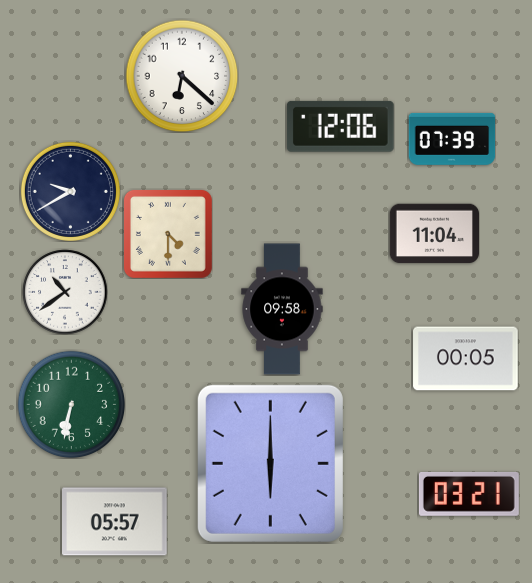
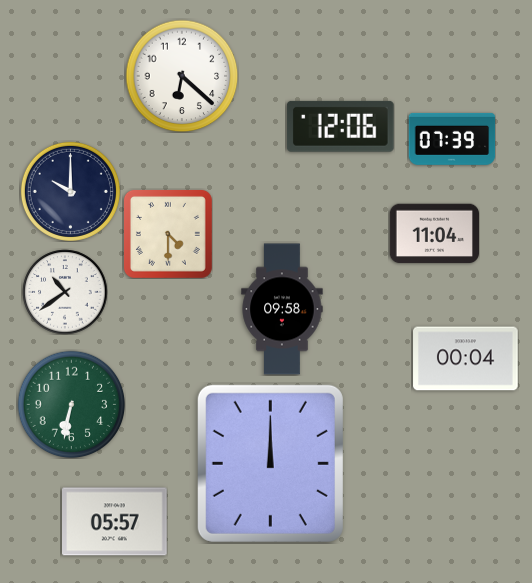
clock at (70, 191): 9:40 -> 10:00
clock at (466, 359): 00:05 -> 00:04
clock at (270, 463): 6:00 -> 12:00
clock at (469, 494): 03:21 -> none
